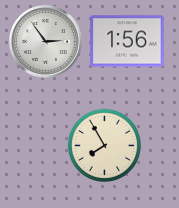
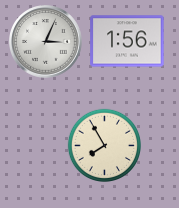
clock at (46, 42): 2:54 -> 3:04
